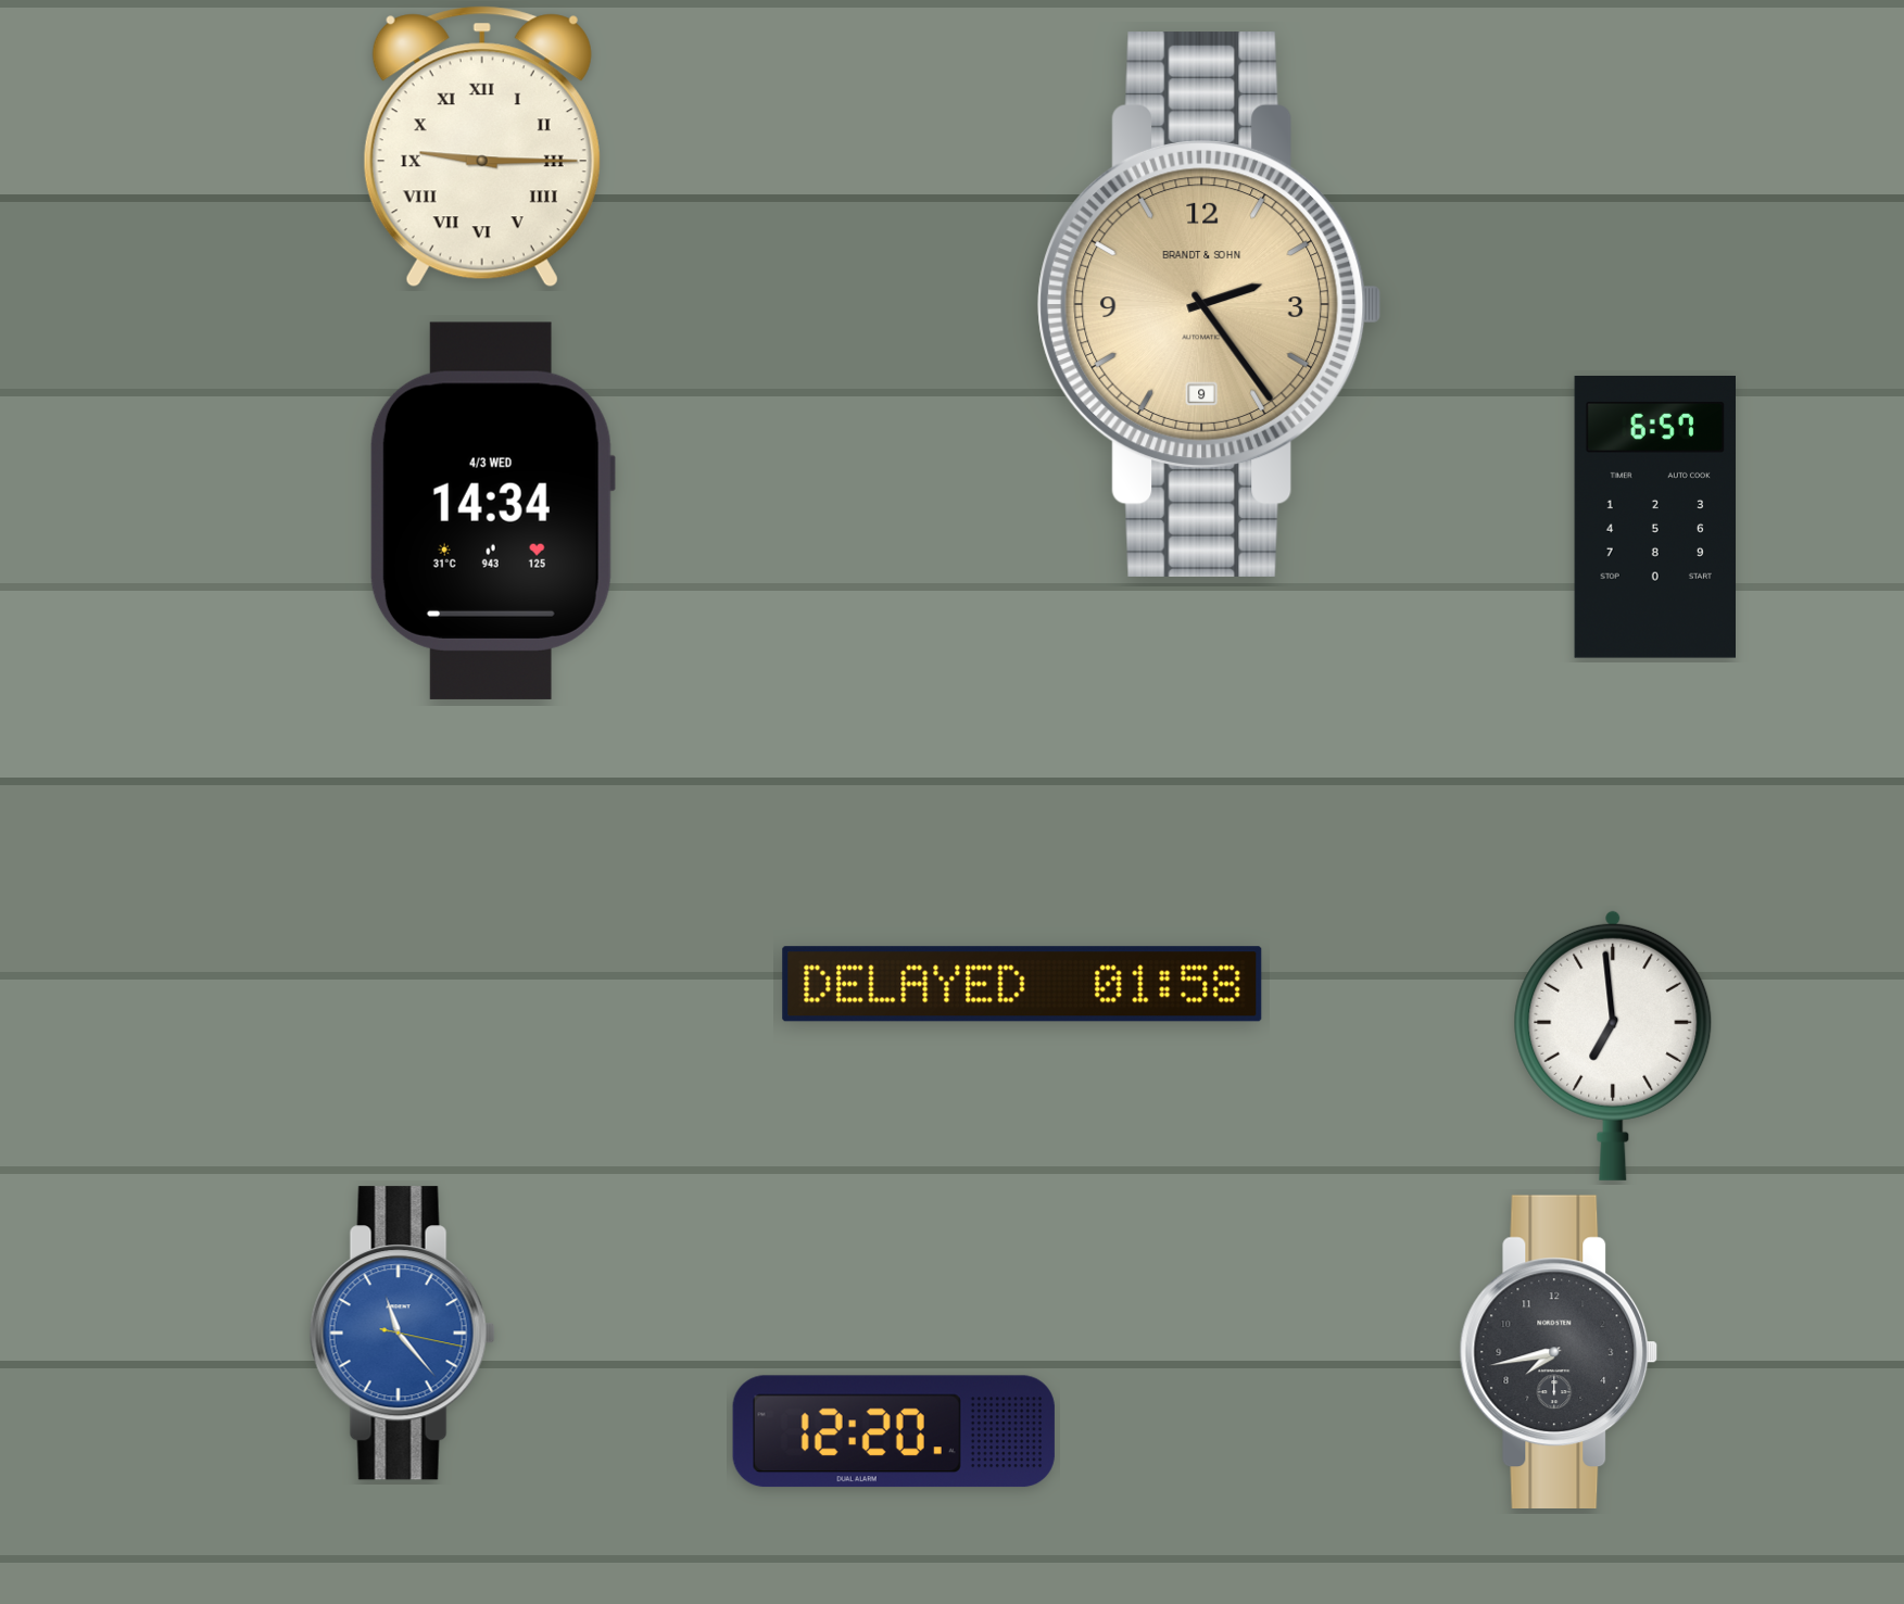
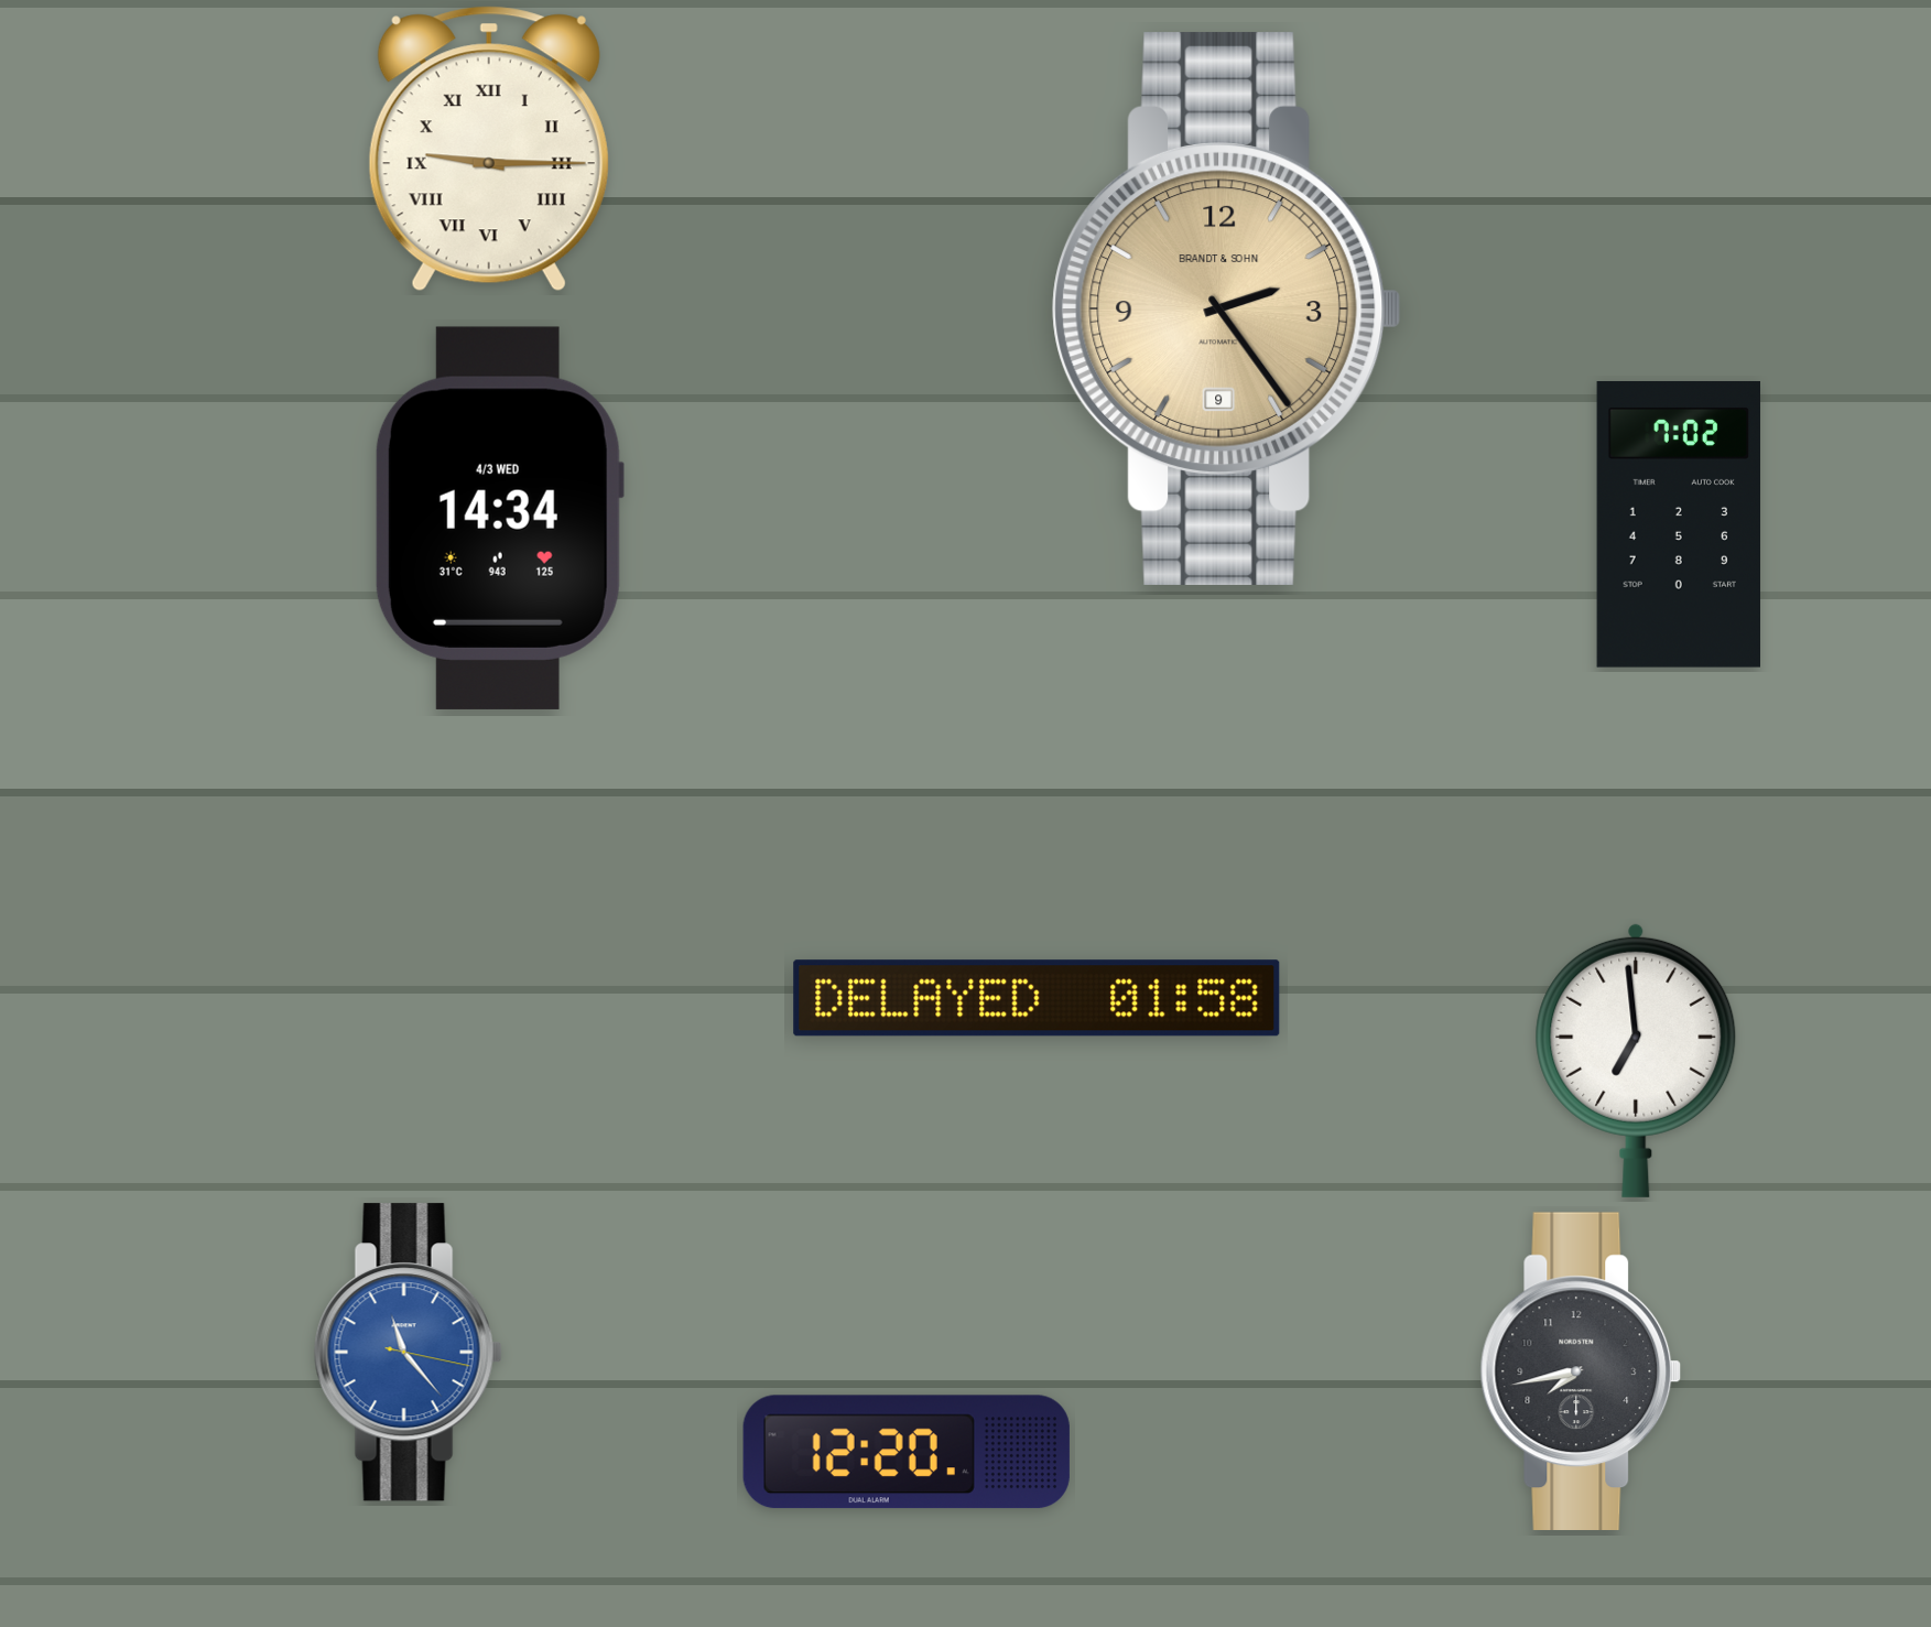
clock at (1654, 518): 6:57 -> 7:02
